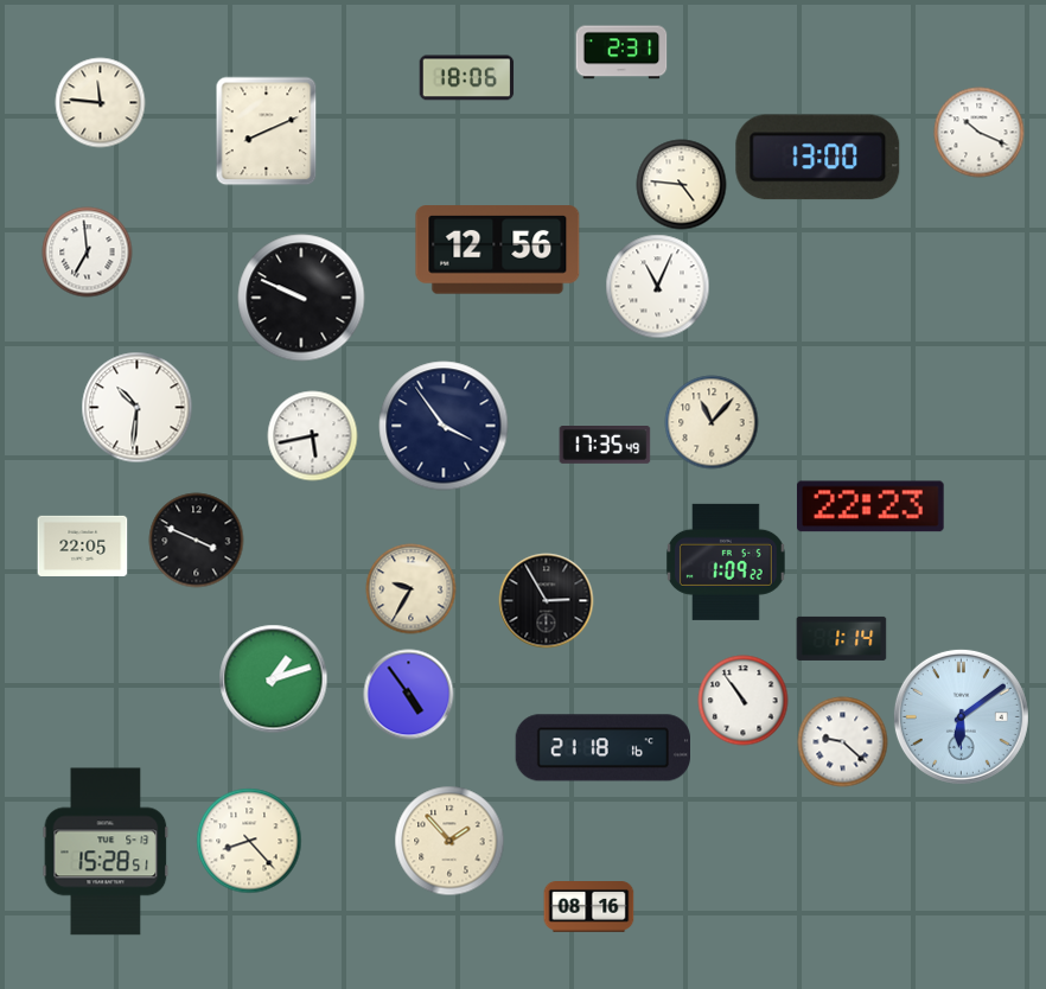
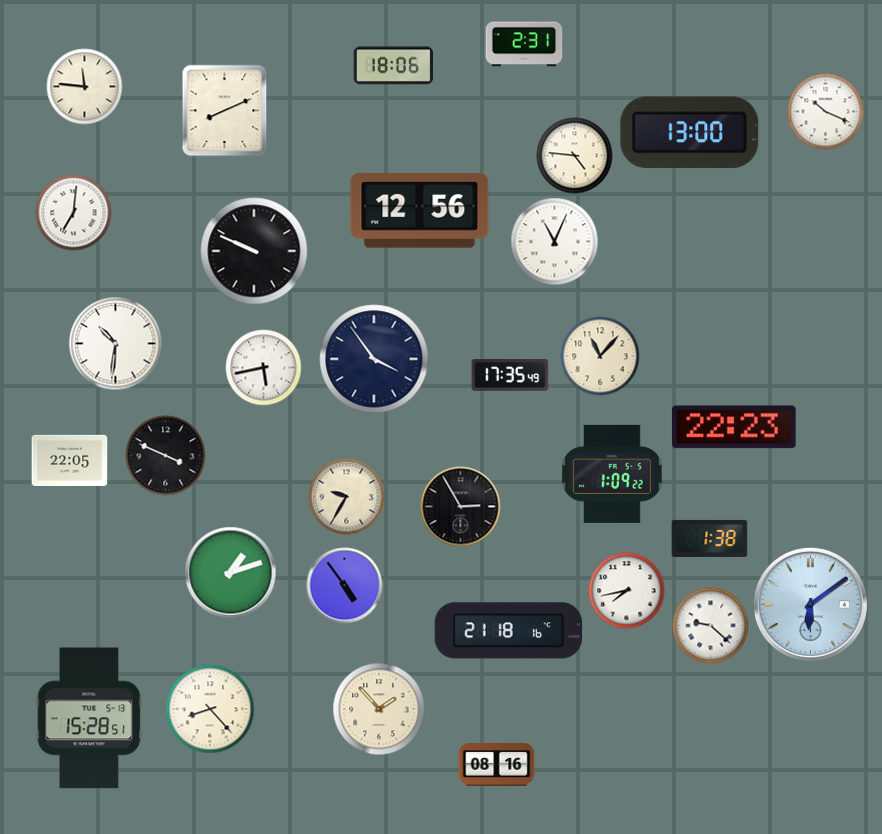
clock at (88, 253): 6:59 -> 7:01
clock at (842, 638): 1:14 -> 1:38
clock at (744, 701): 10:54 -> 7:43
